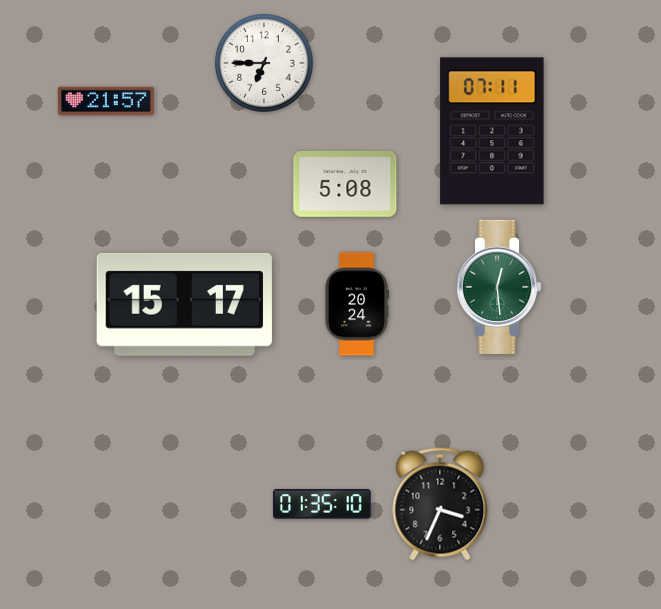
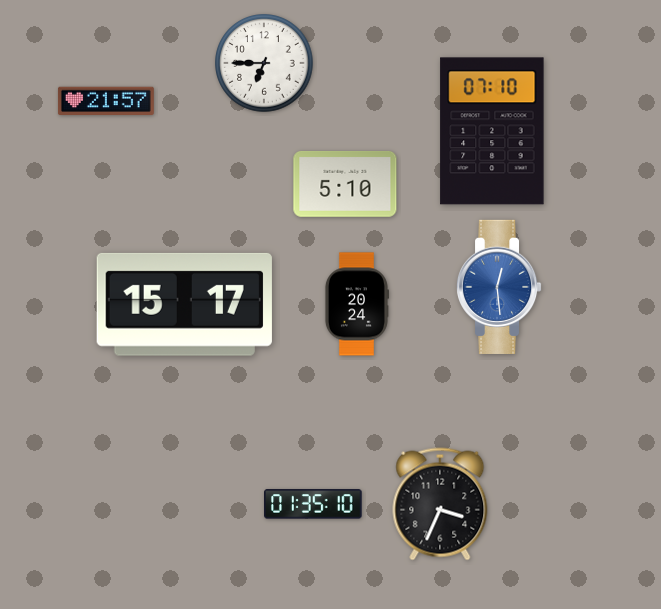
clock at (492, 131): 07:11 -> 07:10
clock at (345, 184): 5:08 -> 5:10
clock at (499, 287) dial: green -> blue
clock at (322, 504) position: (322, 504) -> (313, 504)
